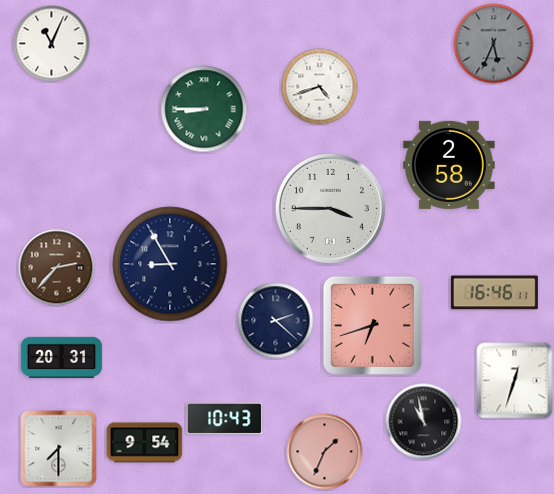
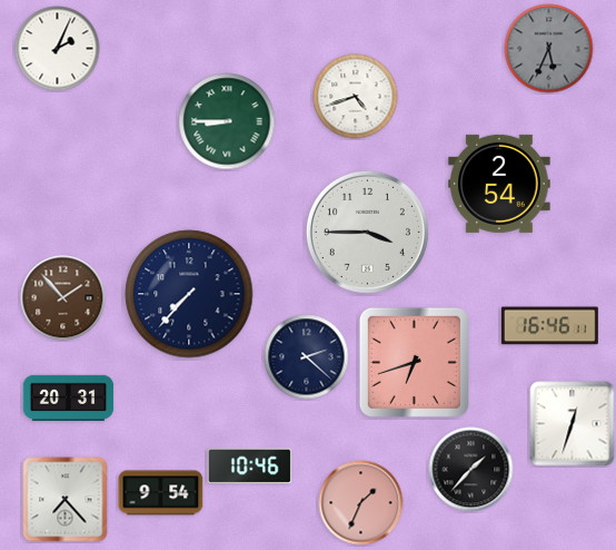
clock at (52, 44): 11:04 -> 2:04
clock at (449, 165): 2:58 -> 2:54
clock at (170, 264): 8:55 -> 7:37
clock at (57, 268): 2:37 -> 1:53
clock at (225, 419): 10:43 -> 10:46
clock at (424, 422): 10:58 -> 1:37
clock at (59, 449): 7:30 -> 7:23
